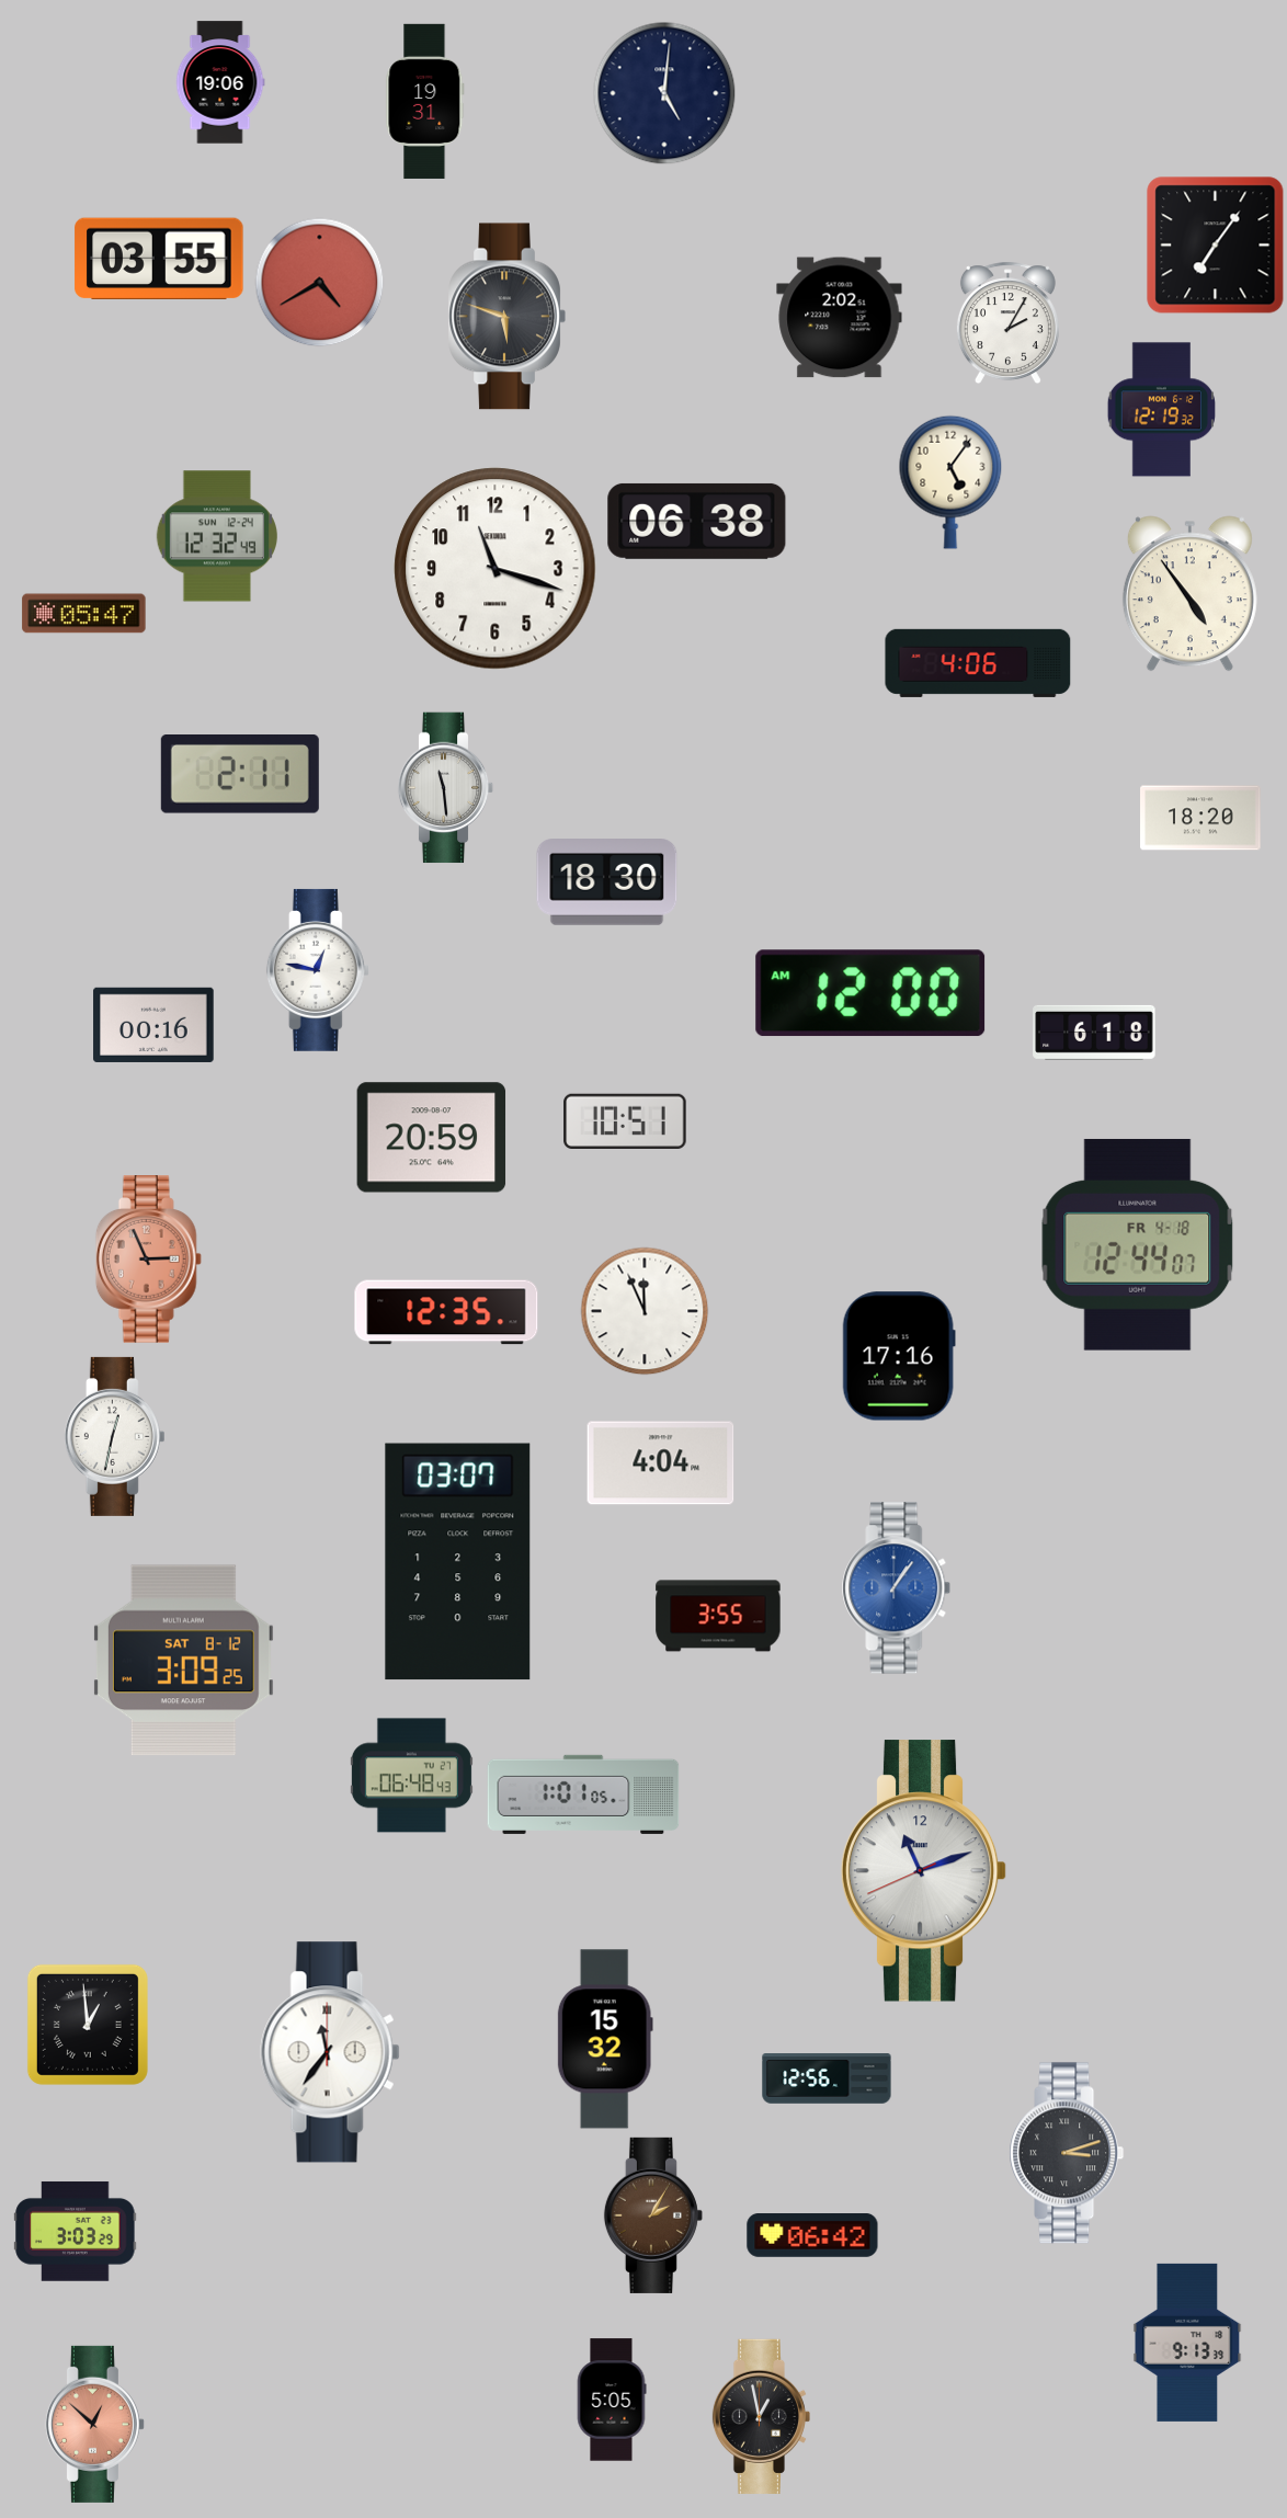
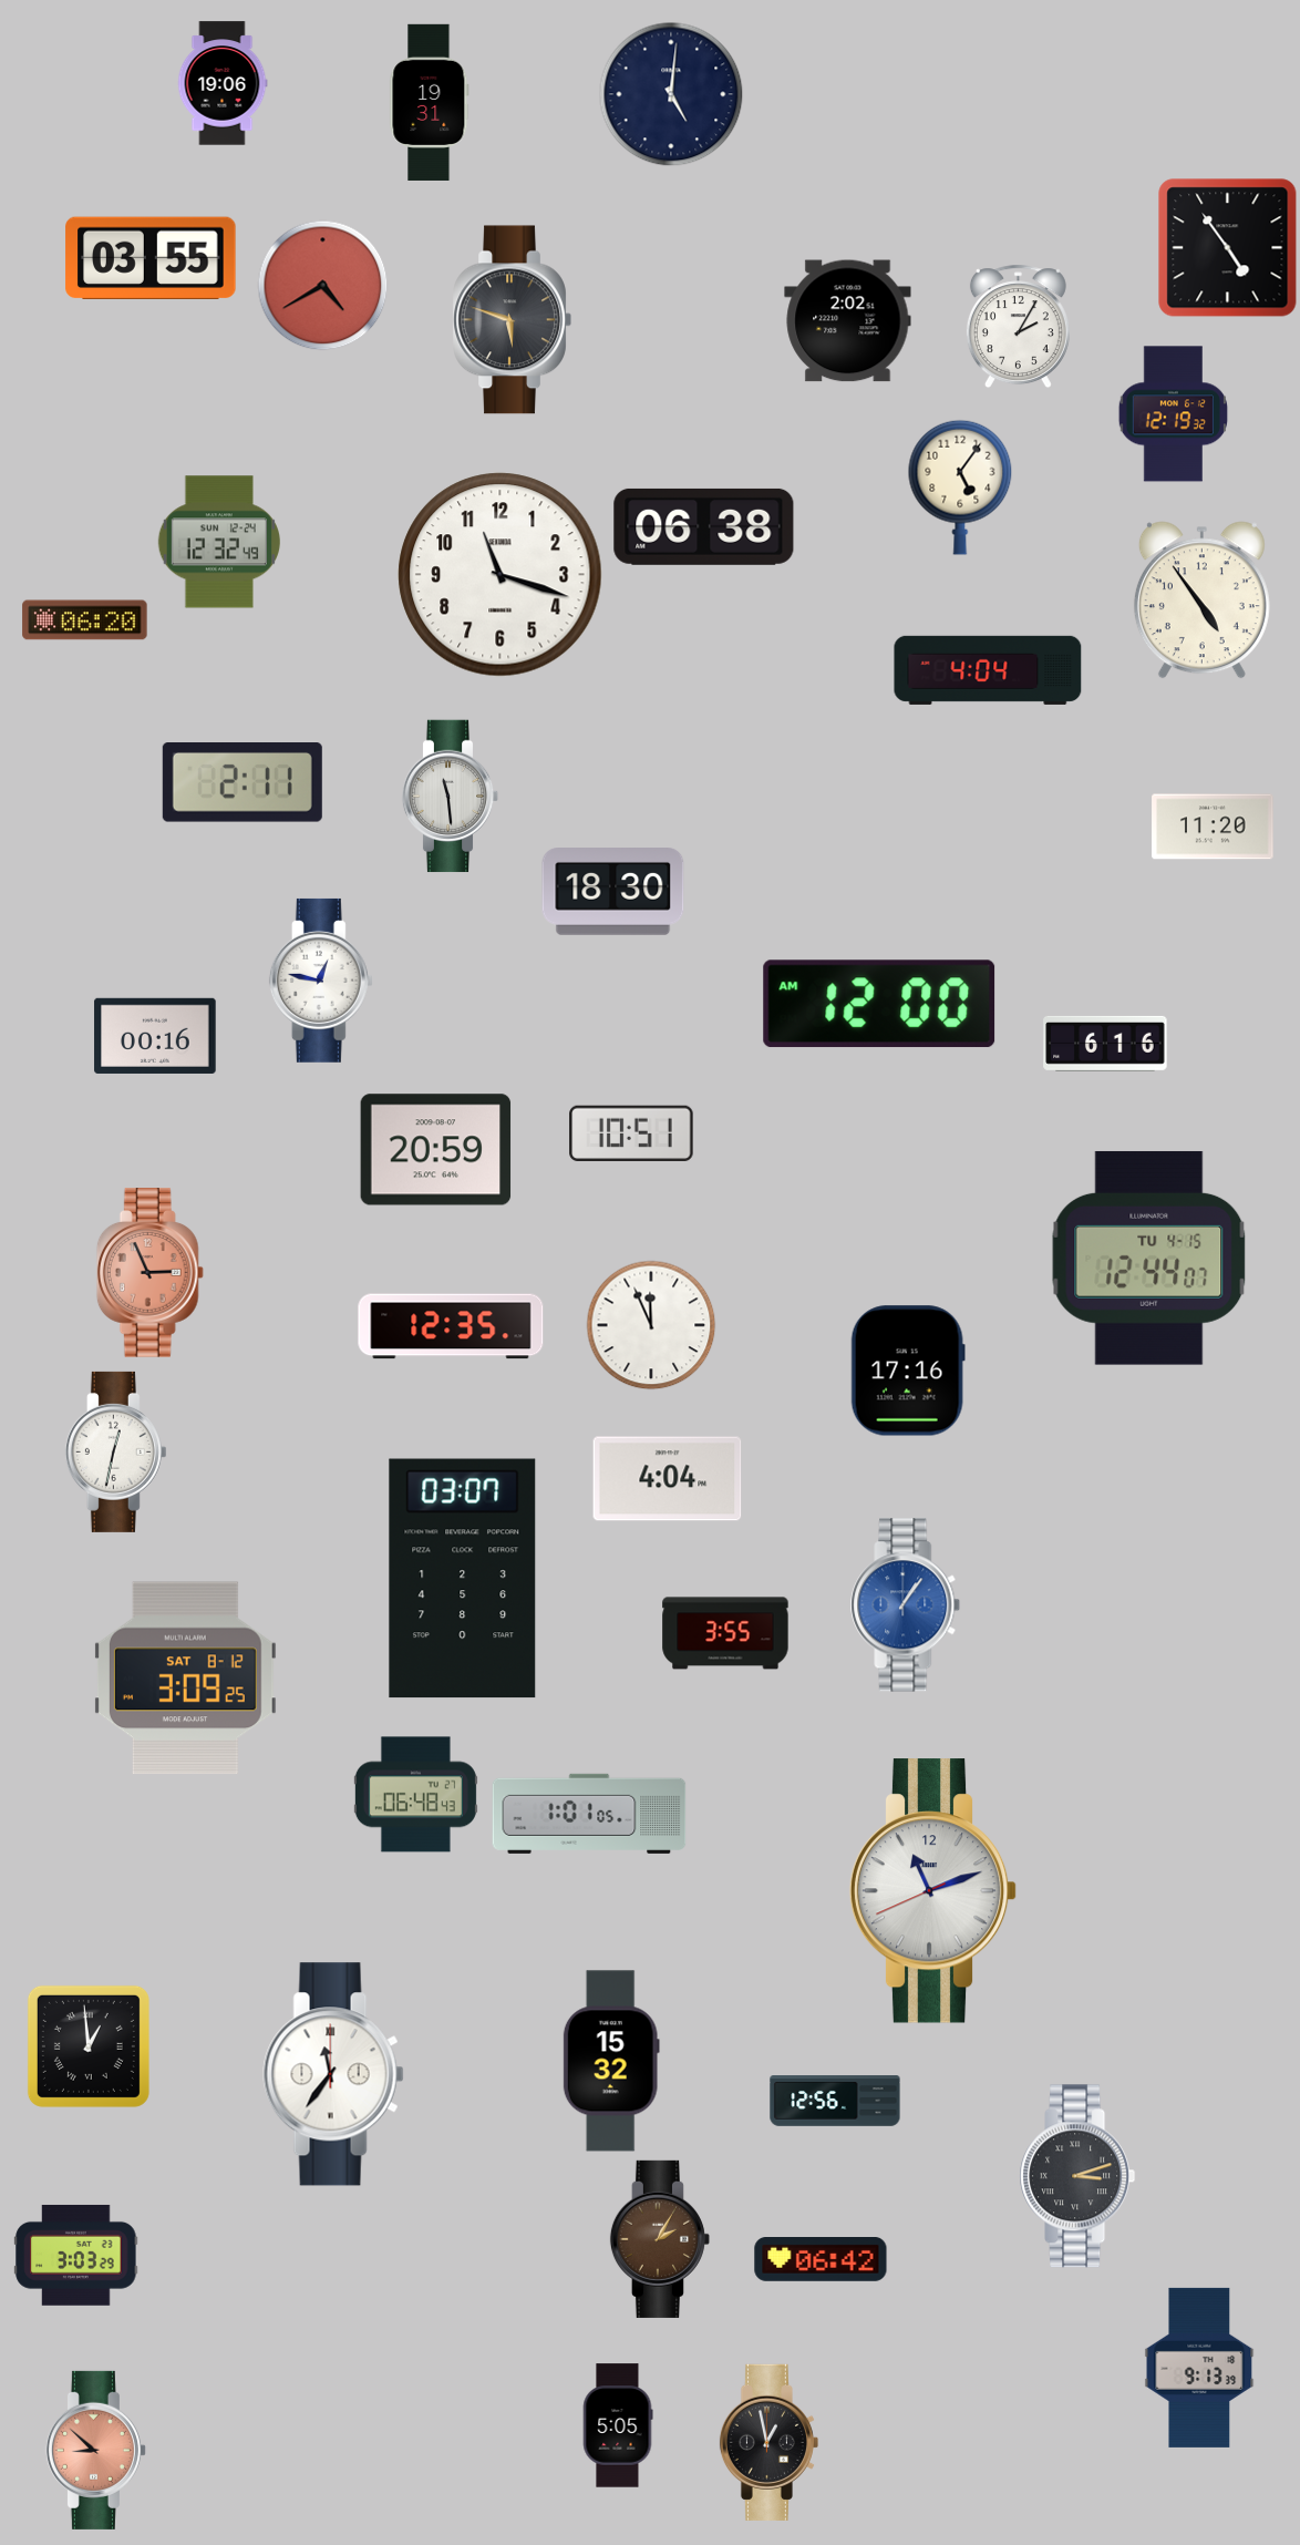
clock at (1216, 246): 7:06 -> 4:54
clock at (159, 258) position: (159, 258) -> (151, 257)
clock at (84, 614): 05:47 -> 06:20
clock at (978, 663): 4:06 -> 4:04
clock at (1200, 818): 18:20 -> 11:20
clock at (1094, 1033): 6:18 -> 6:16
clock at (1138, 1244) date: FR 4-18 -> TU 4-15
clock at (94, 2424): 12:52 -> 8:52
